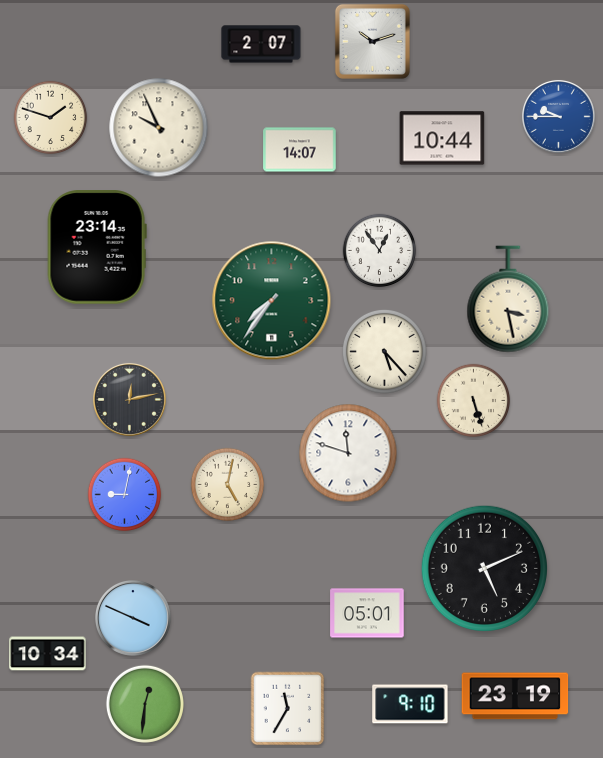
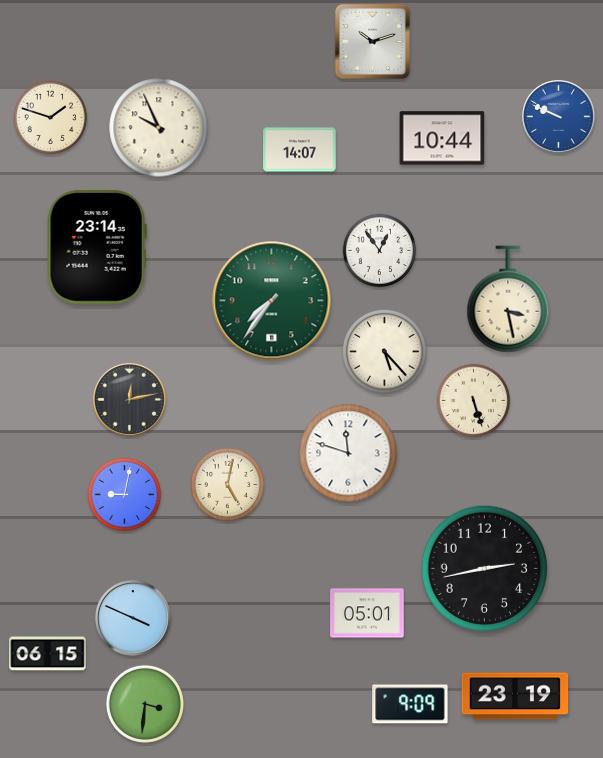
clock at (261, 44): 2:07 -> none
clock at (558, 116): 9:45 -> 9:49
clock at (484, 568): 5:11 -> 2:43
clock at (48, 654): 10:34 -> 06:15
clock at (145, 704): 12:31 -> 3:31
clock at (410, 704): 9:10 -> 9:09
clock at (288, 709): 11:35 -> none
